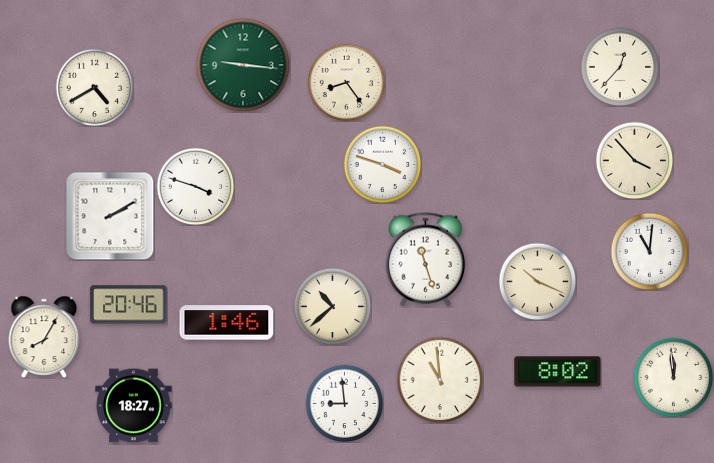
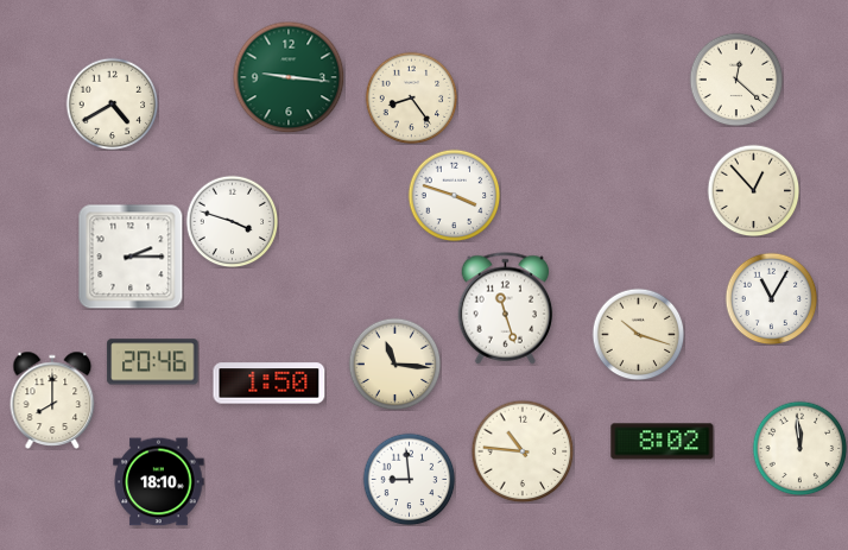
clock at (620, 67): 12:37 -> 12:22
clock at (634, 160): 3:53 -> 12:53
clock at (110, 216): 2:10 -> 2:15
clock at (649, 251): 11:01 -> 11:05
clock at (537, 281): 10:19 -> 10:18
clock at (332, 306): 10:38 -> 11:16
clock at (227, 323): 1:46 -> 1:50
clock at (44, 337): 8:05 -> 8:00
clock at (440, 380): 10:59 -> 10:46
clock at (134, 406): 18:27 -> 18:10
